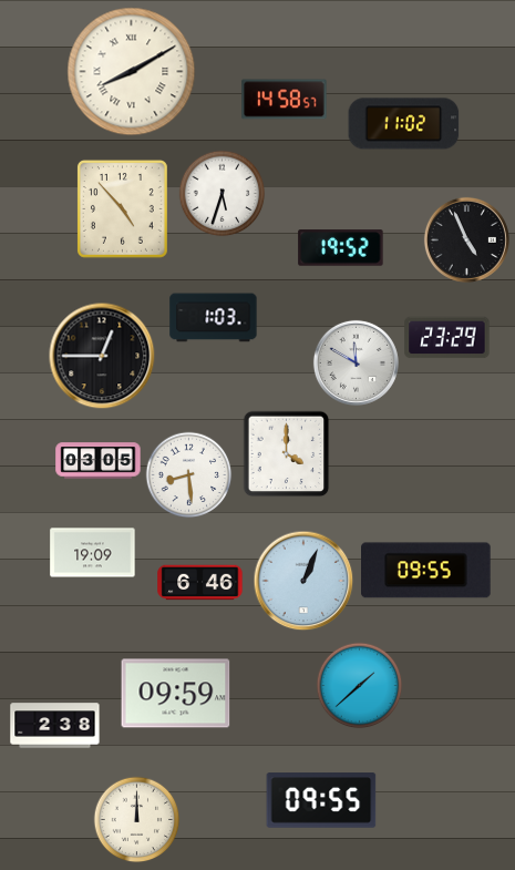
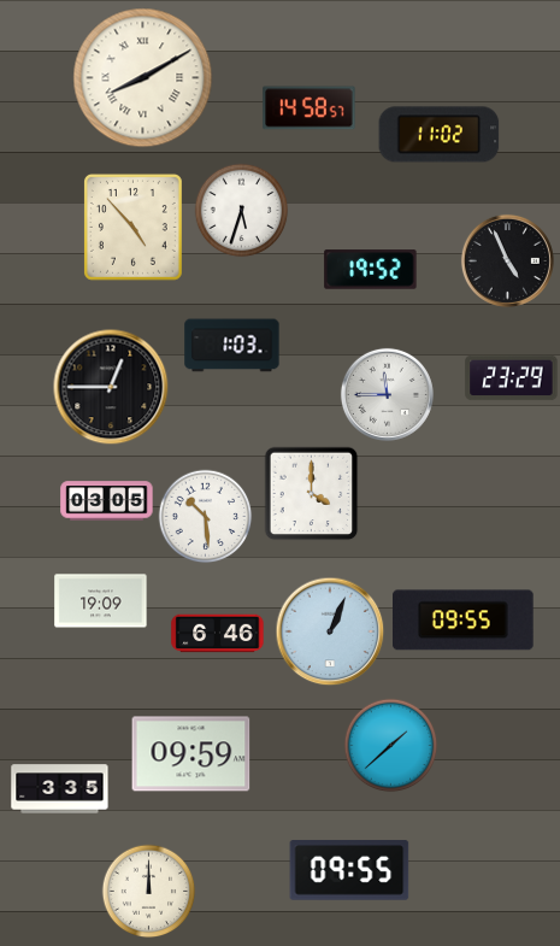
clock at (447, 338) position: (447, 338) -> (512, 378)
clock at (356, 362): 11:50 -> 11:45
clock at (188, 474): 8:29 -> 10:29
clock at (55, 726): 2:38 -> 3:35
